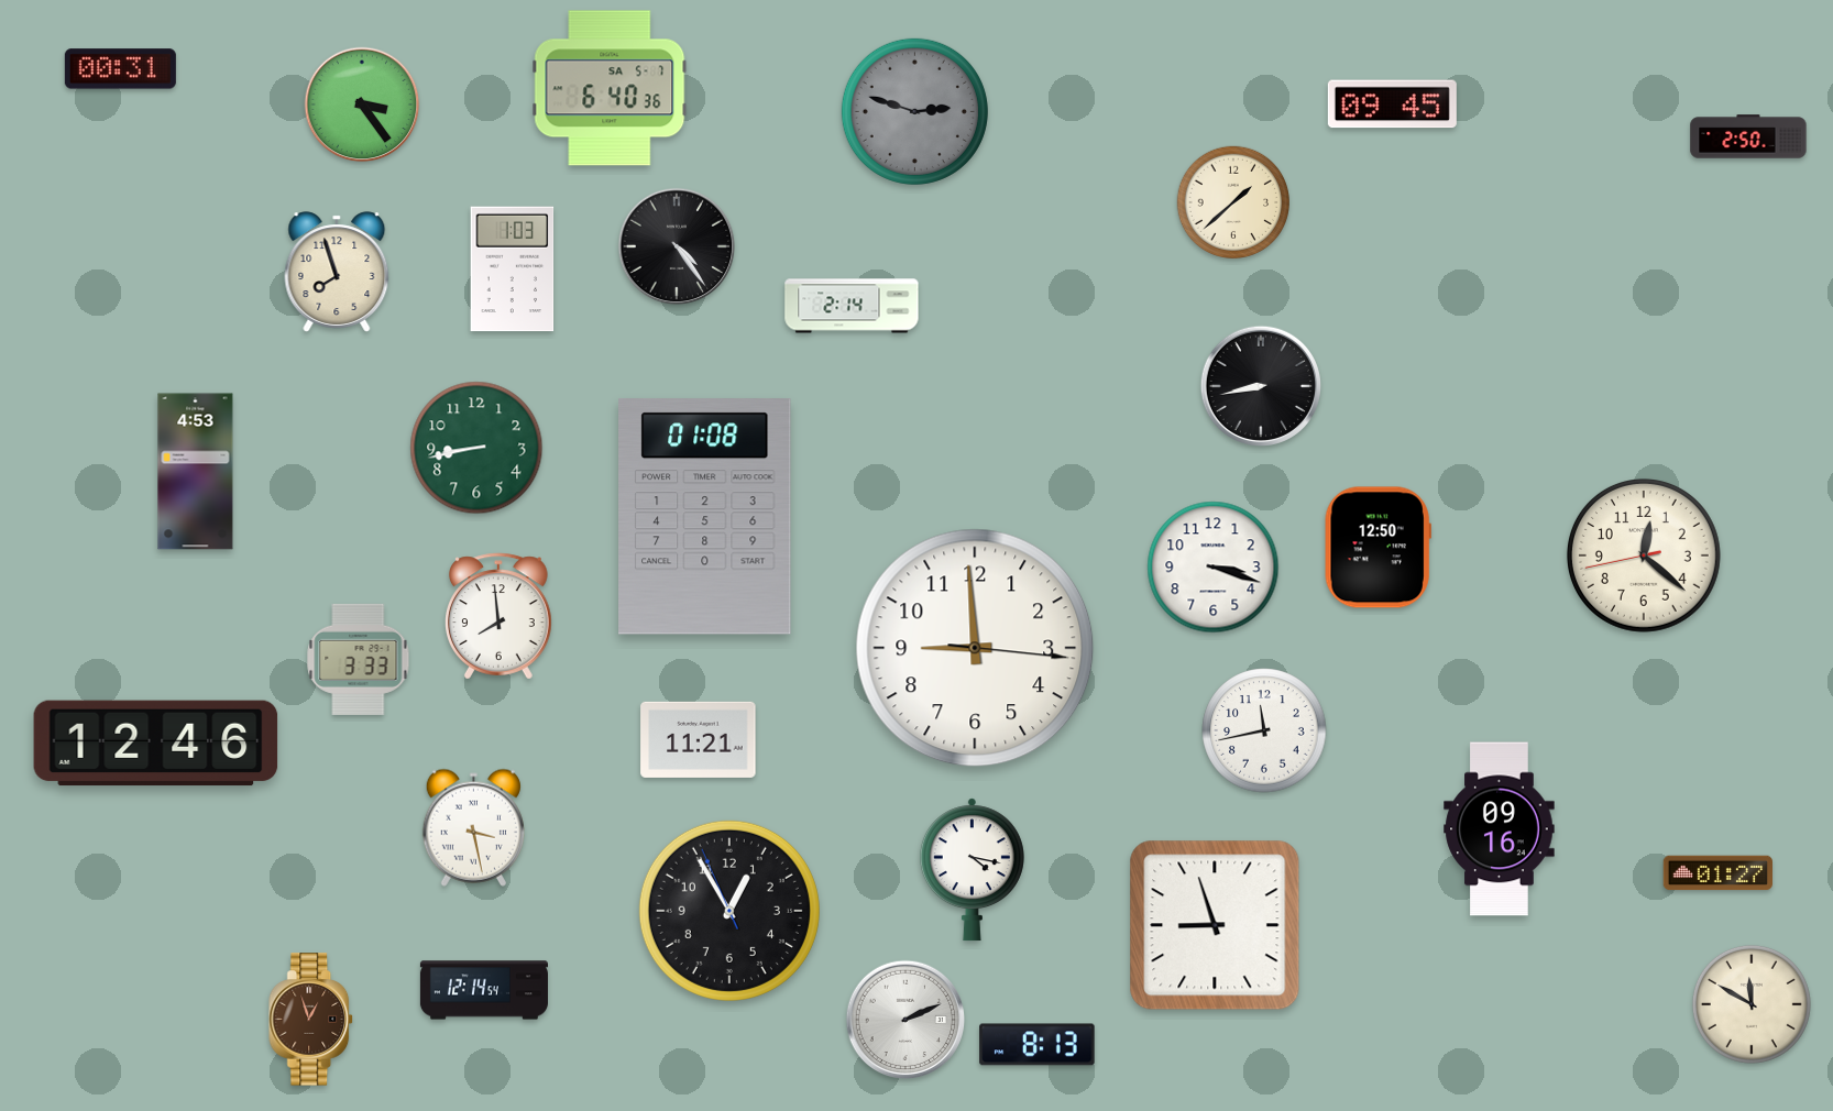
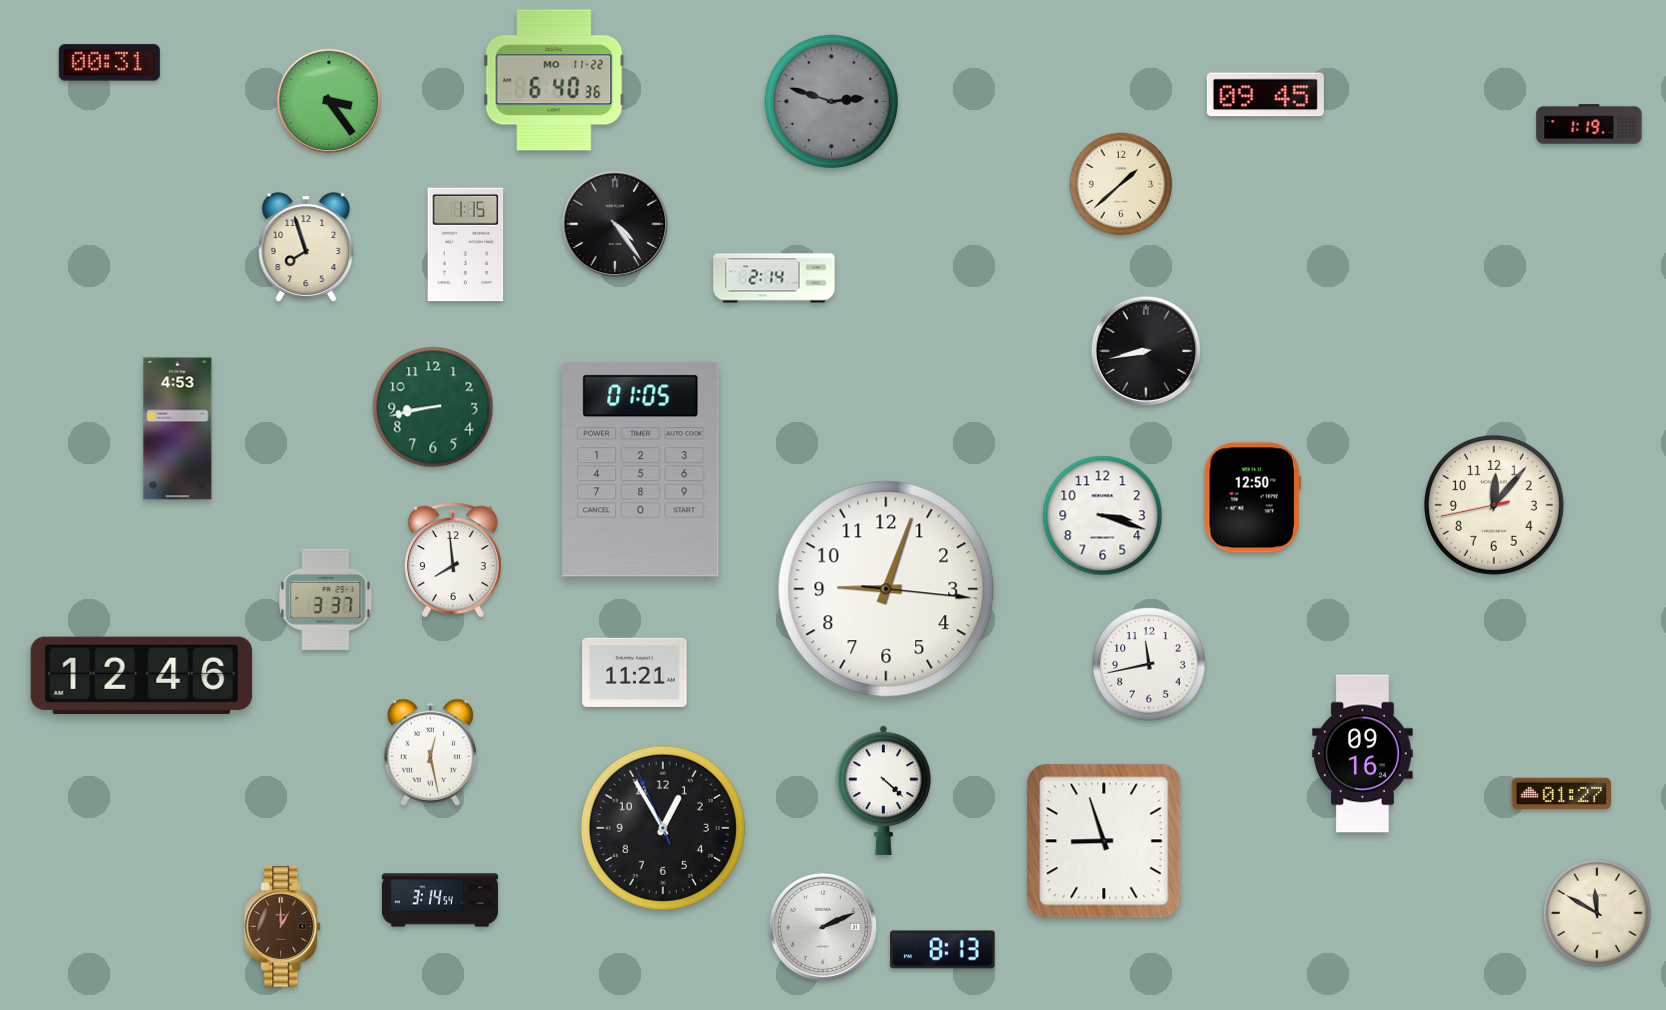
clock at (610, 88) date: SA 5-7 -> MO 11-22
clock at (362, 105) position: (362, 105) -> (329, 101)
clock at (1748, 136): 2:50 -> 1:19
clock at (513, 269): 1:03 -> 1:15
clock at (705, 517): 01:08 -> 01:05
clock at (1644, 555): 12:21 -> 12:06
clock at (975, 648): 8:59 -> 9:03
clock at (359, 659): 3:33 -> 3:37
clock at (473, 827): 3:28 -> 12:28
clock at (972, 870): 4:17 -> 4:22
clock at (484, 990): 12:14 -> 3:14
clock at (1752, 1004) position: (1752, 1004) -> (1597, 913)
clock at (311, 1020): 12:57 -> 1:00
